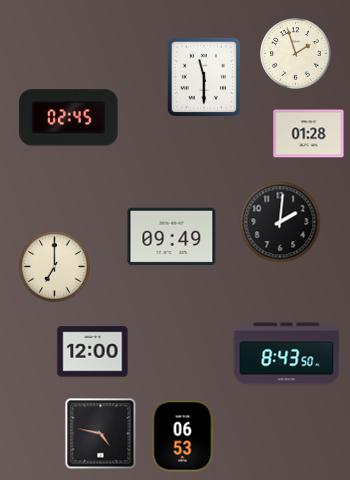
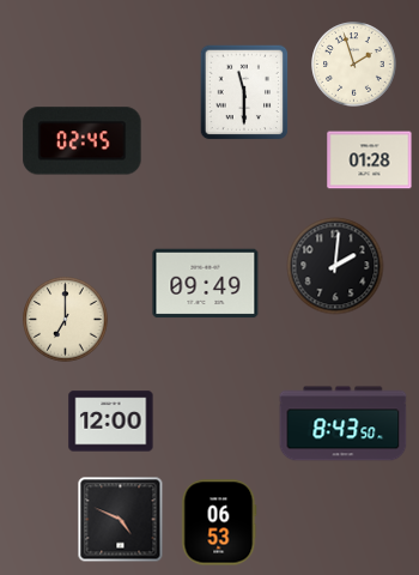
clock at (101, 434): 4:47 -> 4:49
